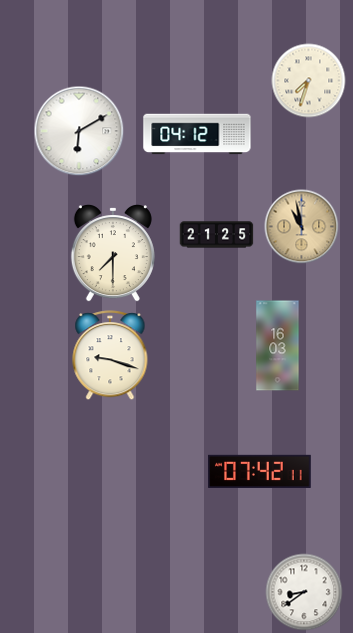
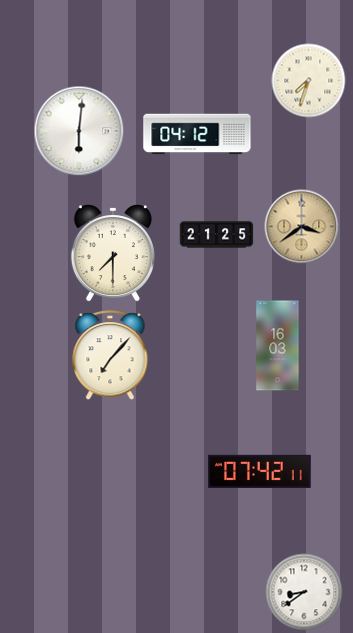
clock at (79, 131): 6:10 -> 6:01
clock at (302, 227): 10:58 -> 3:39
clock at (110, 356): 9:18 -> 7:07
